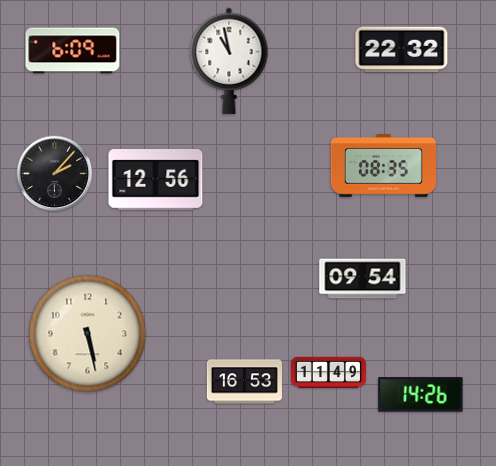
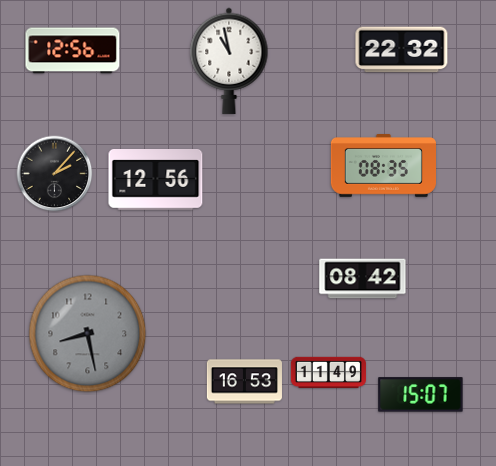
clock at (73, 51): 6:09 -> 12:56
clock at (363, 279): 09:54 -> 08:42
clock at (88, 334): 5:28 -> 8:28
clock at (88, 334) dial: cream -> grey
clock at (421, 395): 14:26 -> 15:07
